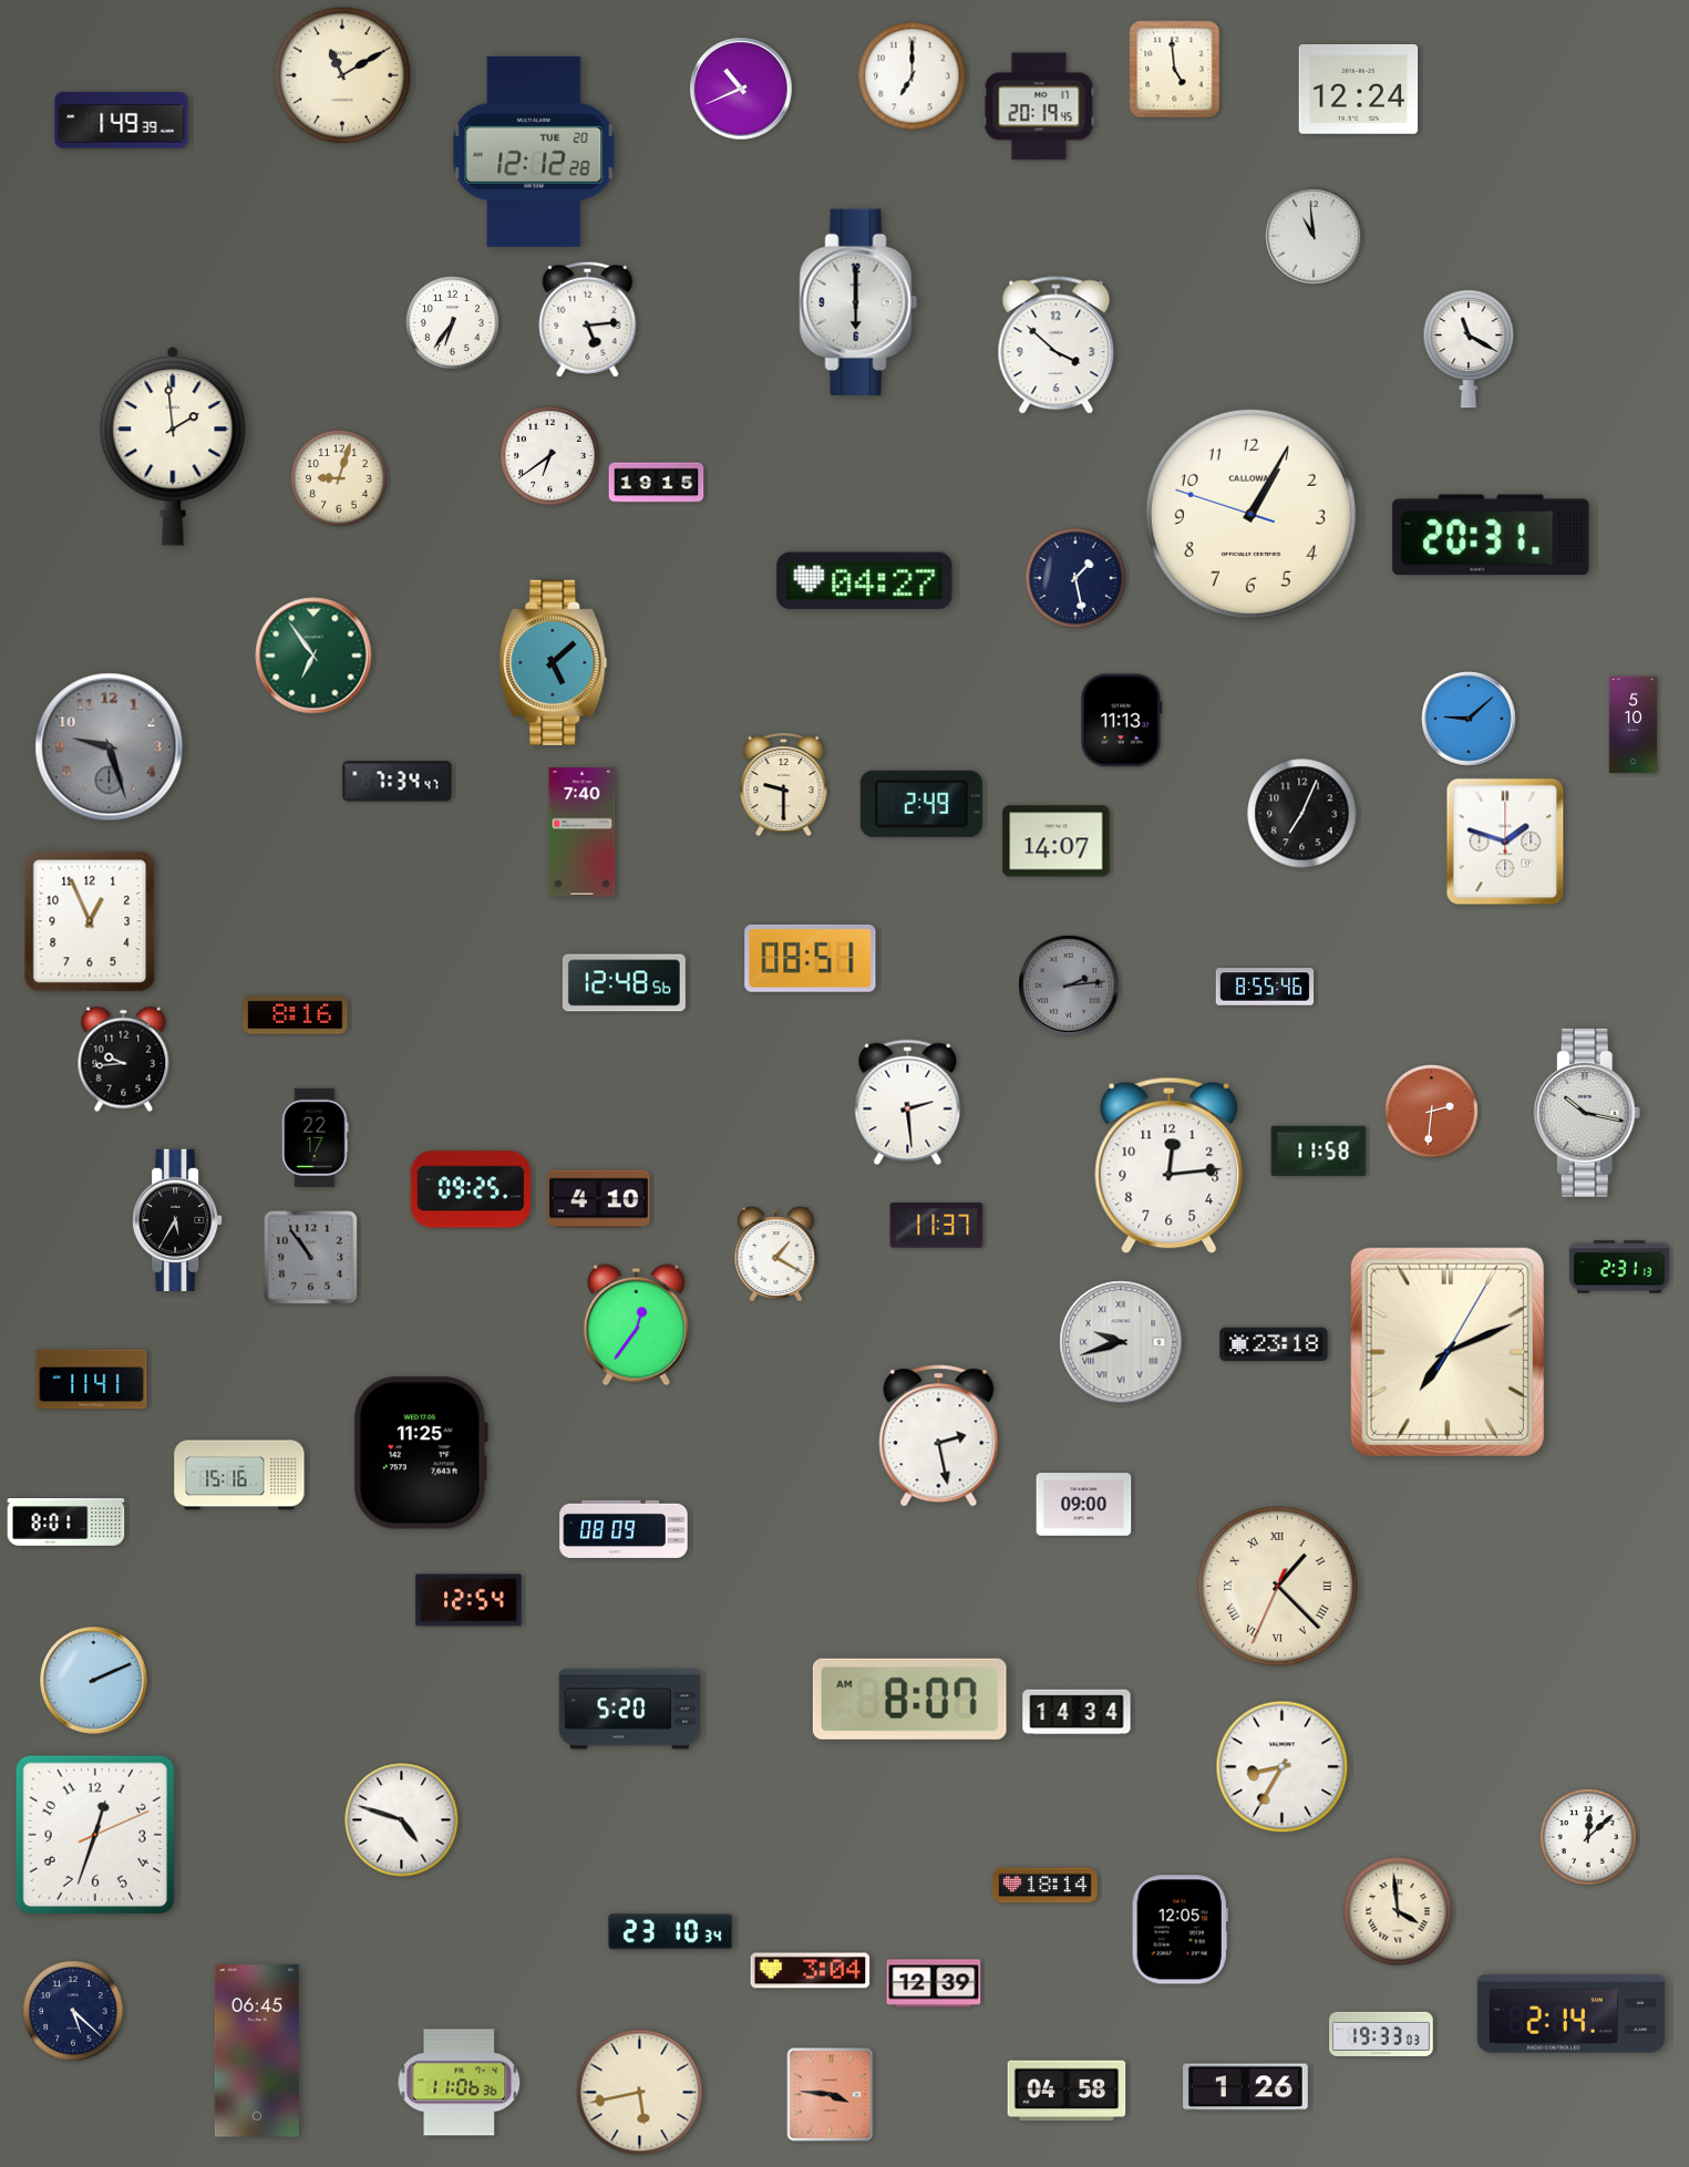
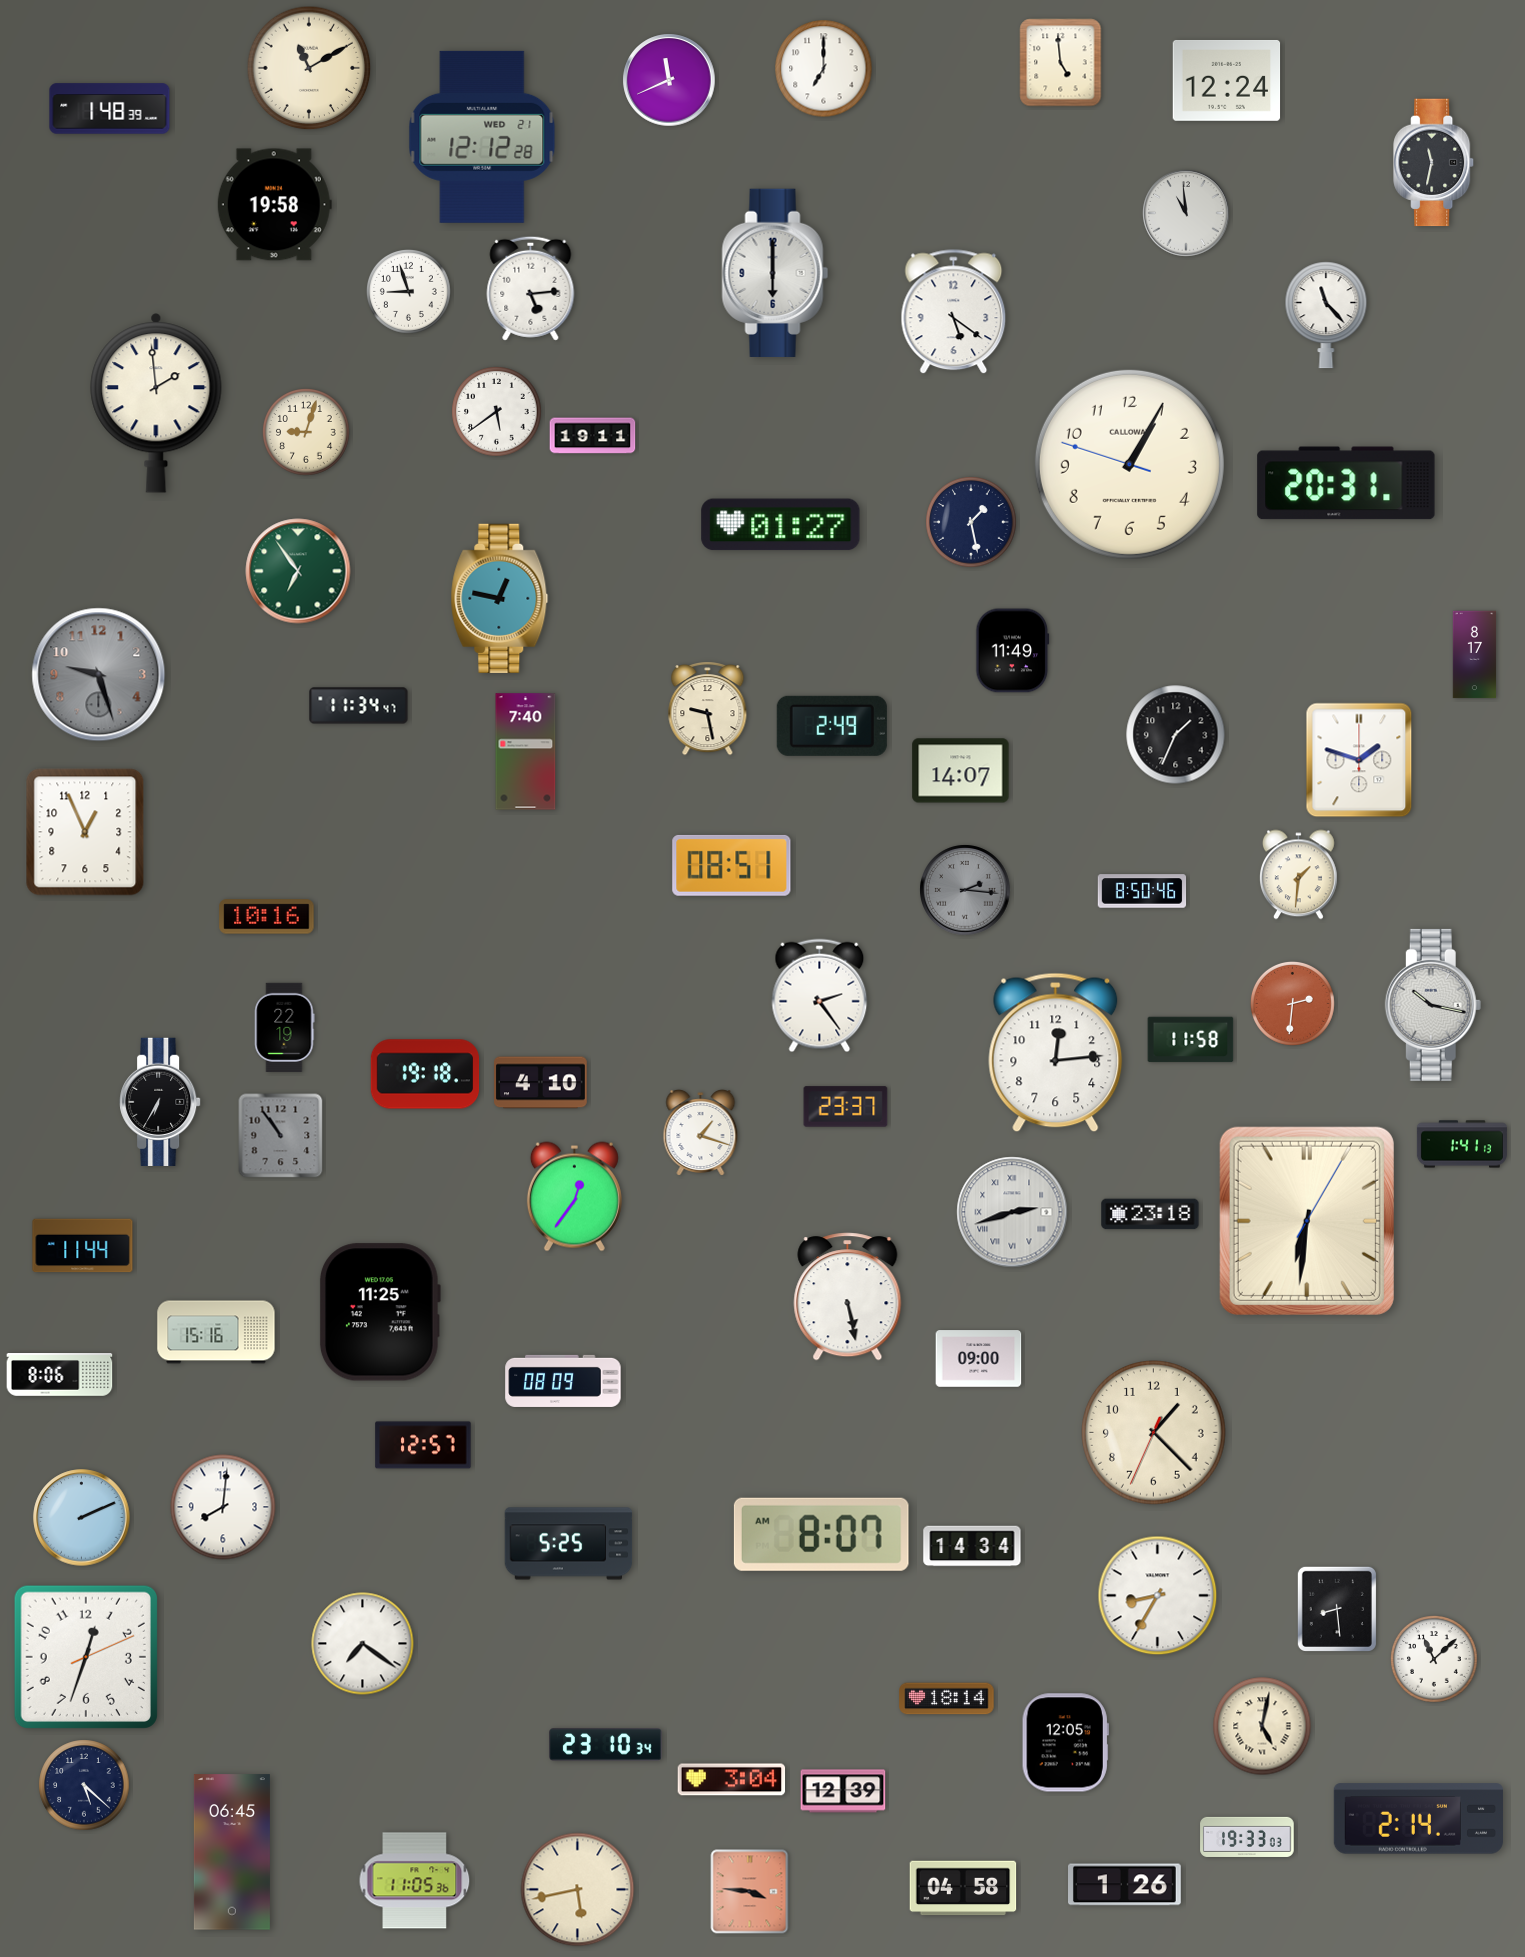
clock at (741, 89): 10:41 -> 11:41
clock at (1039, 106): 20:19 -> none
clock at (122, 121): 1:49 -> 1:48
clock at (534, 152) date: TUE 20 -> WED 21
clock at (1434, 163): none -> 11:32
clock at (274, 205): none -> 19:58
clock at (452, 322): 6:36 -> 8:57
clock at (1057, 345): 3:52 -> 5:21
clock at (1469, 349): 11:20 -> 11:23
clock at (550, 456): 6:39 -> 5:39
clock at (657, 483): 19:15 -> 19:11
clock at (865, 581): 04:27 -> 01:27
clock at (313, 656) position: (313, 656) -> (298, 571)
clock at (554, 662): 5:08 -> 12:47
clock at (1469, 719): 9:08 -> none
clock at (1122, 721): 11:13 -> 11:49
clock at (1634, 725): 5:10 -> 8:17
clock at (398, 782): 7:34 -> 11:34
clock at (784, 785): 9:30 -> 9:28
clock at (1302, 814): 7:04 -> 1:34
clock at (1057, 842) position: (1057, 842) -> (961, 771)
clock at (90, 921) position: (90, 921) -> (85, 832)
clock at (1298, 875): none -> 1:31
clock at (624, 983): 12:48 -> none
clock at (1069, 986): 2:14 -> 2:16
clock at (1265, 987): 8:55 -> 8:50
clock at (296, 1015): 8:16 -> 10:16
clock at (124, 1060): 9:44 -> none
clock at (908, 1103): 2:29 -> 2:24
clock at (316, 1137): 22:17 -> 22:19
clock at (471, 1189): 09:25 -> 19:18
clock at (177, 1219): 5:35 -> 6:35
clock at (937, 1226): 11:37 -> 23:37
clock at (776, 1255): 1:20 -> 1:18
clock at (1619, 1267): 2:31 -> 1:41
clock at (1121, 1342): 9:42 -> 2:42
clock at (1448, 1352): 7:11 -> 6:31
clock at (92, 1380): 11:41 -> 11:44
clock at (939, 1436): 2:28 -> 5:28
clock at (66, 1523): 8:01 -> 8:06
clock at (1278, 1587) numerals: Roman -> Arabic
clock at (468, 1600): 12:54 -> 12:57
clock at (223, 1507): none -> 8:01
clock at (94, 1681) position: (94, 1681) -> (82, 1518)
clock at (630, 1710): 5:20 -> 5:25
clock at (1337, 1609): none -> 8:29
clock at (402, 1820): 4:48 -> 7:21
clock at (1589, 1838): 12:08 -> 11:08
clock at (1046, 1886) position: (1046, 1886) -> (947, 1699)
clock at (1398, 1911): 3:59 -> 5:02
clock at (73, 2011) position: (73, 2011) -> (84, 1785)
clock at (460, 2083): 11:06 -> 11:05
